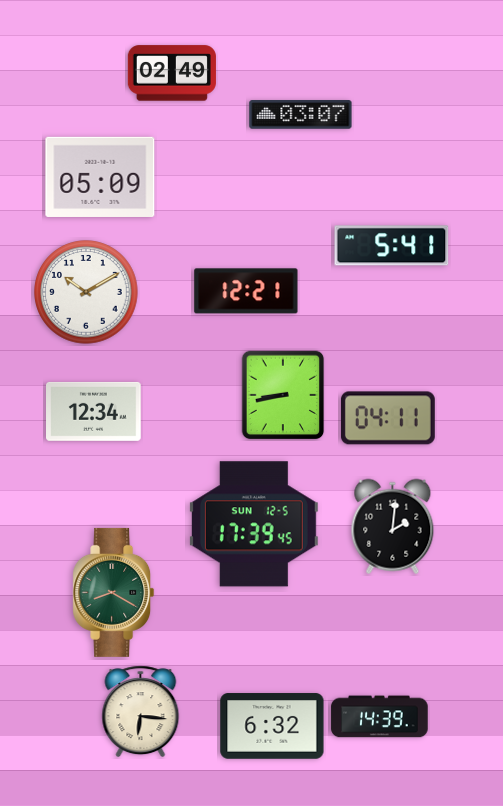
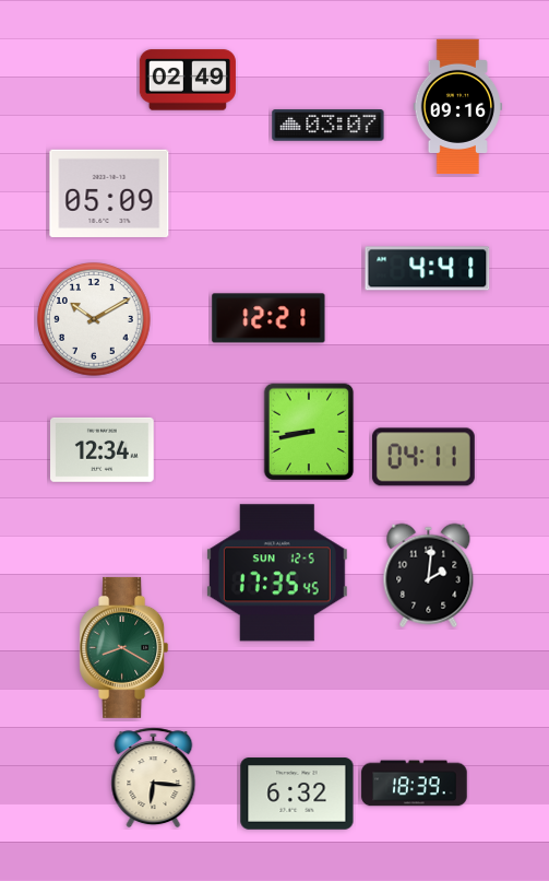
clock at (458, 106): none -> 09:16
clock at (392, 246): 5:41 -> 4:41
clock at (254, 524): 17:39 -> 17:35
clock at (380, 717): 14:39 -> 18:39
